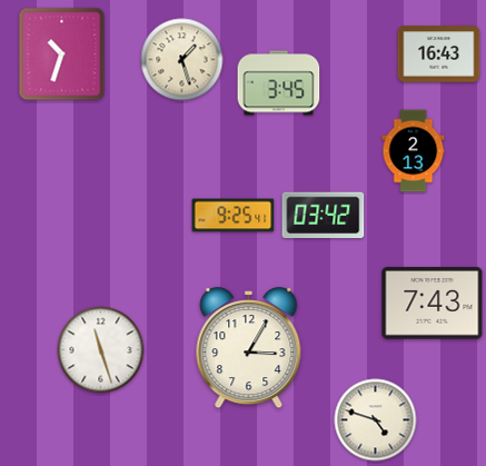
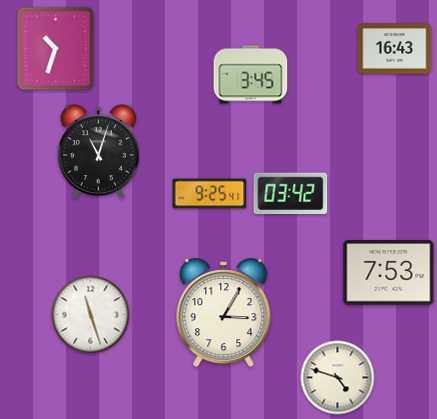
clock at (182, 60): 1:27 -> none
clock at (414, 151): 2:13 -> none
clock at (98, 152): none -> 11:03
clock at (433, 304): 7:43 -> 7:53
